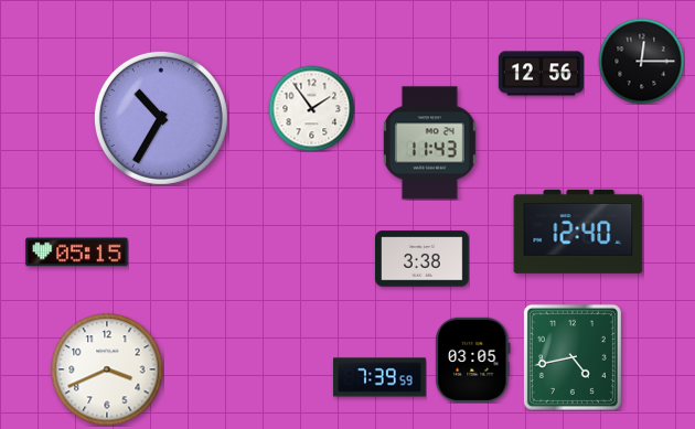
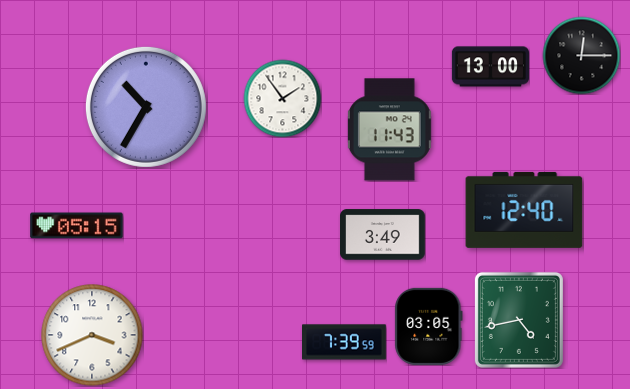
clock at (541, 74): 12:56 -> 13:00
clock at (77, 253) position: (77, 253) -> (77, 226)
clock at (423, 259): 3:38 -> 3:49
clock at (573, 357) position: (573, 357) -> (519, 320)
clock at (107, 369) position: (107, 369) -> (92, 335)
